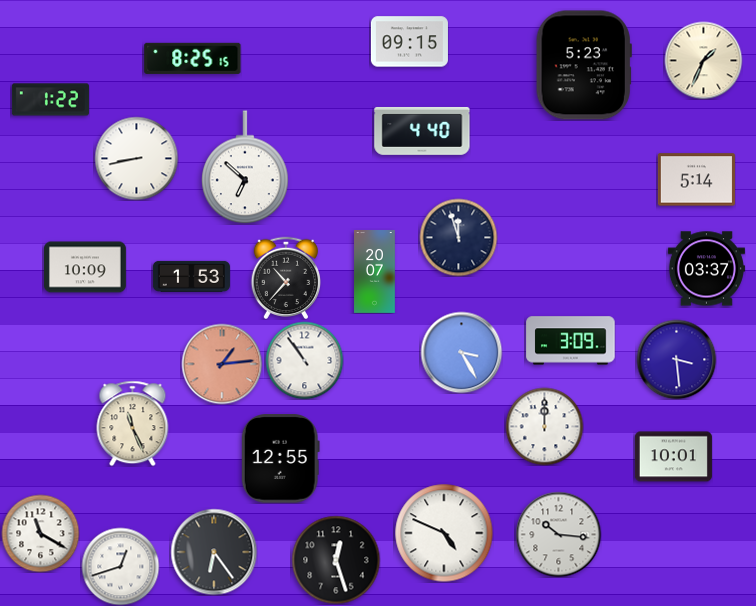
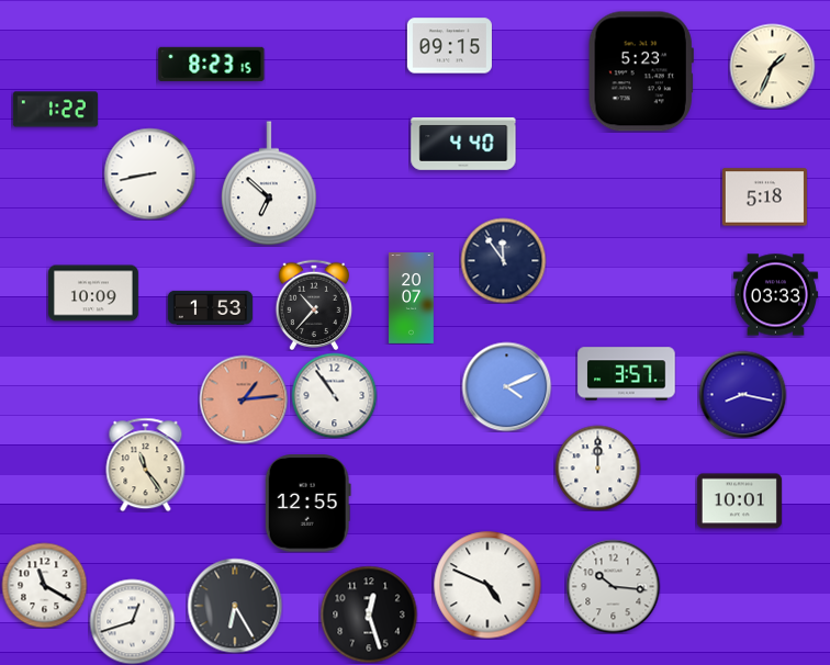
clock at (193, 58): 8:25 -> 8:23
clock at (696, 180): 5:14 -> 5:18
clock at (458, 237): 11:57 -> 11:54
clock at (706, 269): 03:37 -> 03:33
clock at (191, 276) position: (191, 276) -> (210, 307)
clock at (571, 341): 3:09 -> 3:57
clock at (461, 352): 3:25 -> 4:11
clock at (676, 359): 3:29 -> 8:17
clock at (133, 423): 11:26 -> 11:24
clock at (214, 552): 6:24 -> 6:25
